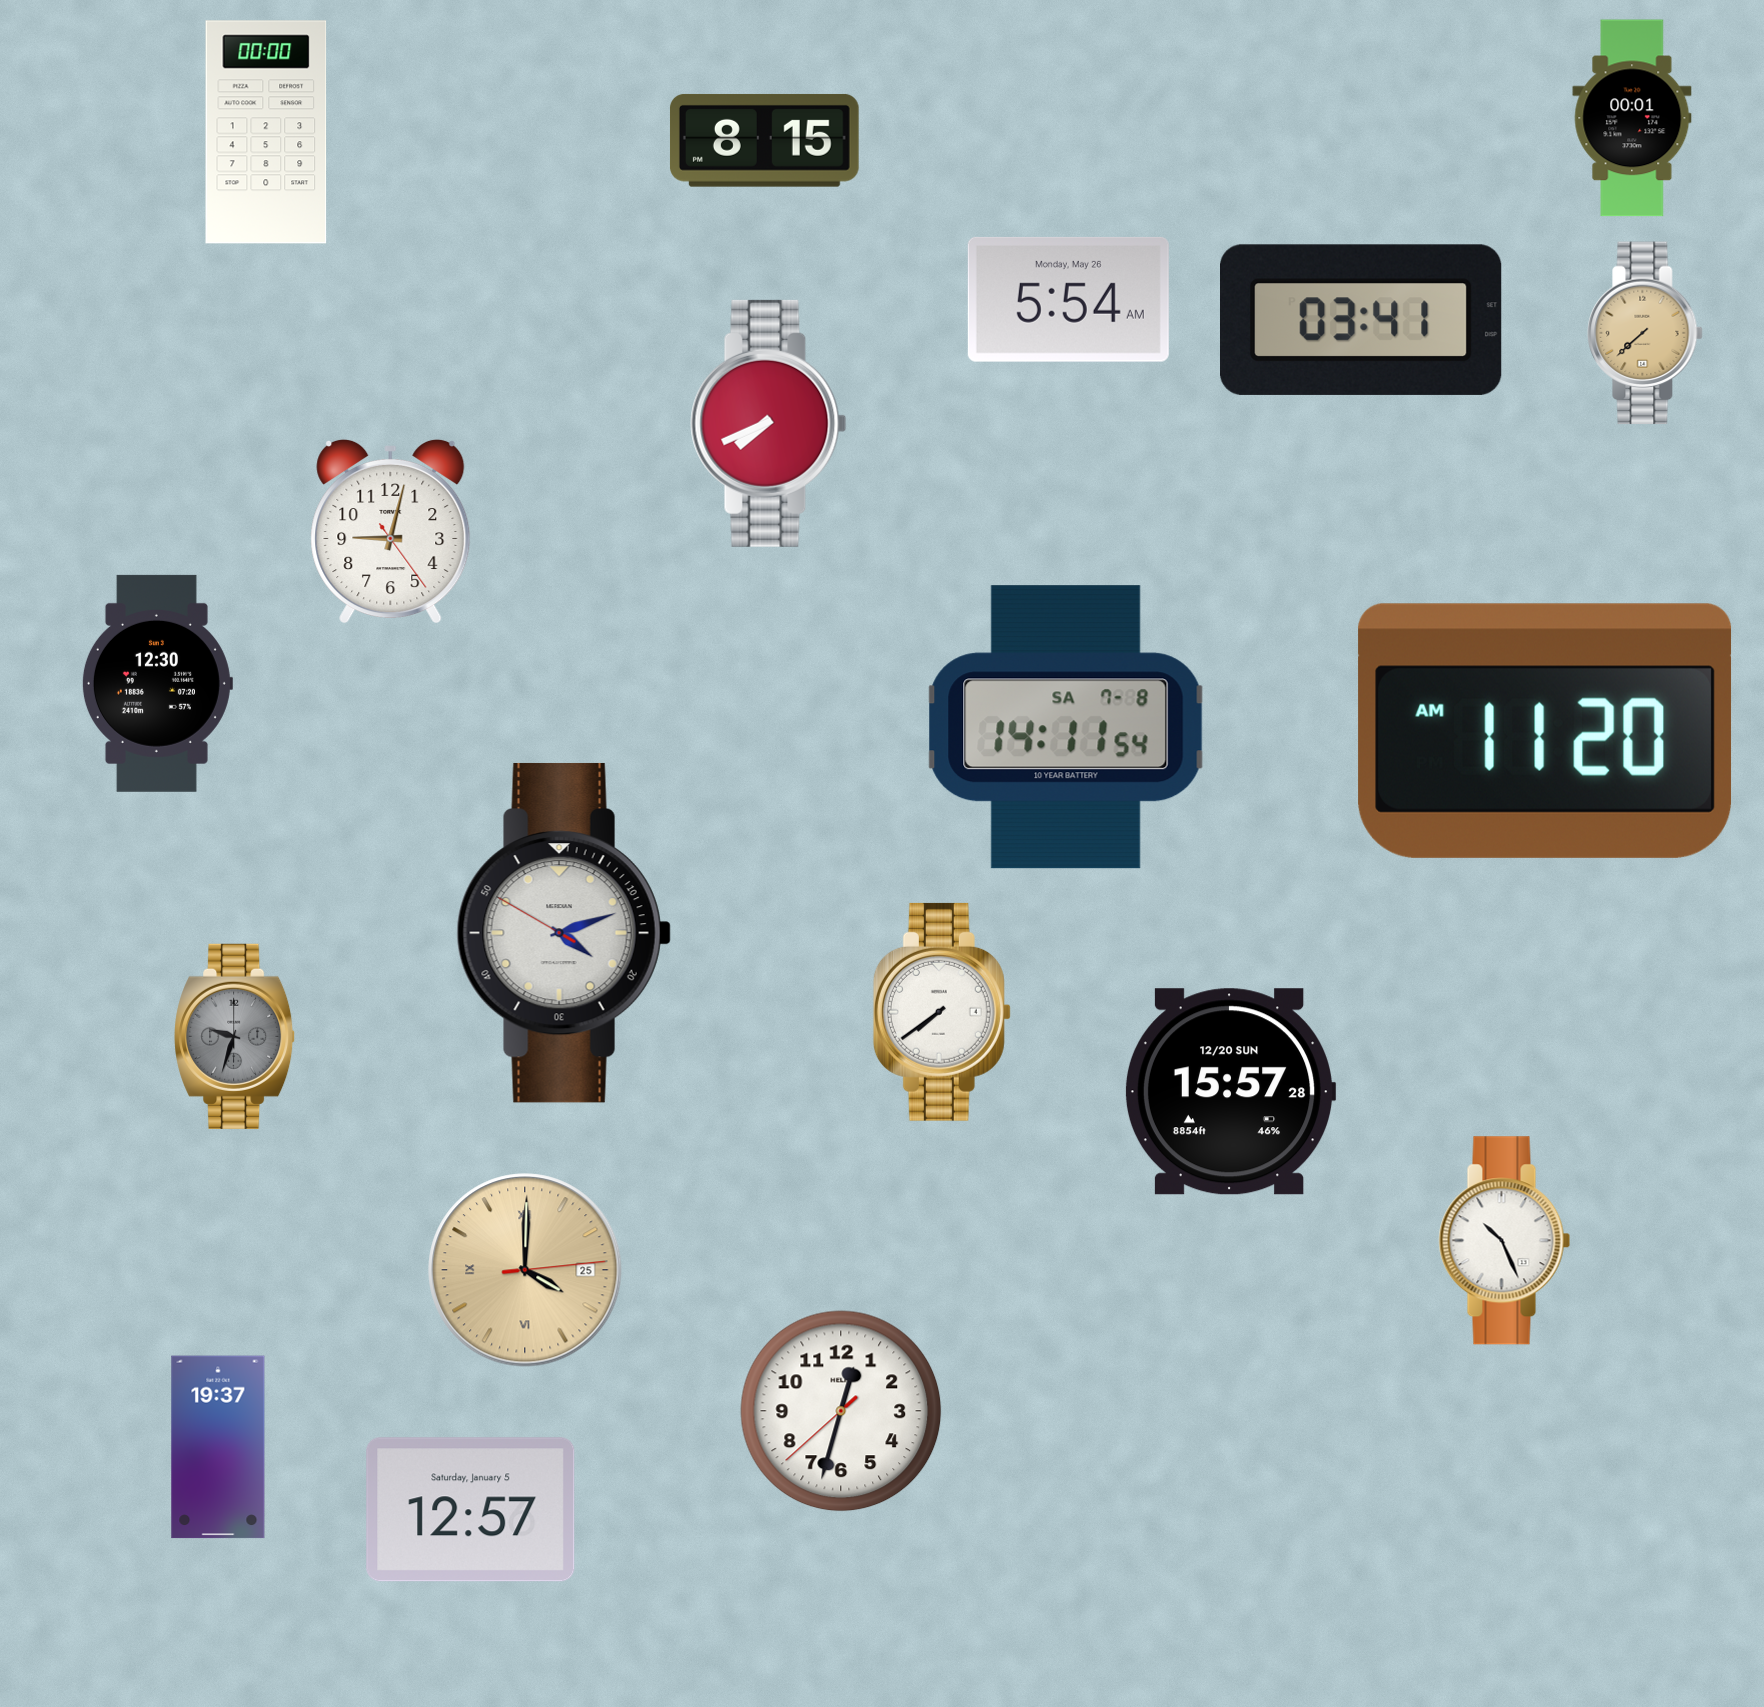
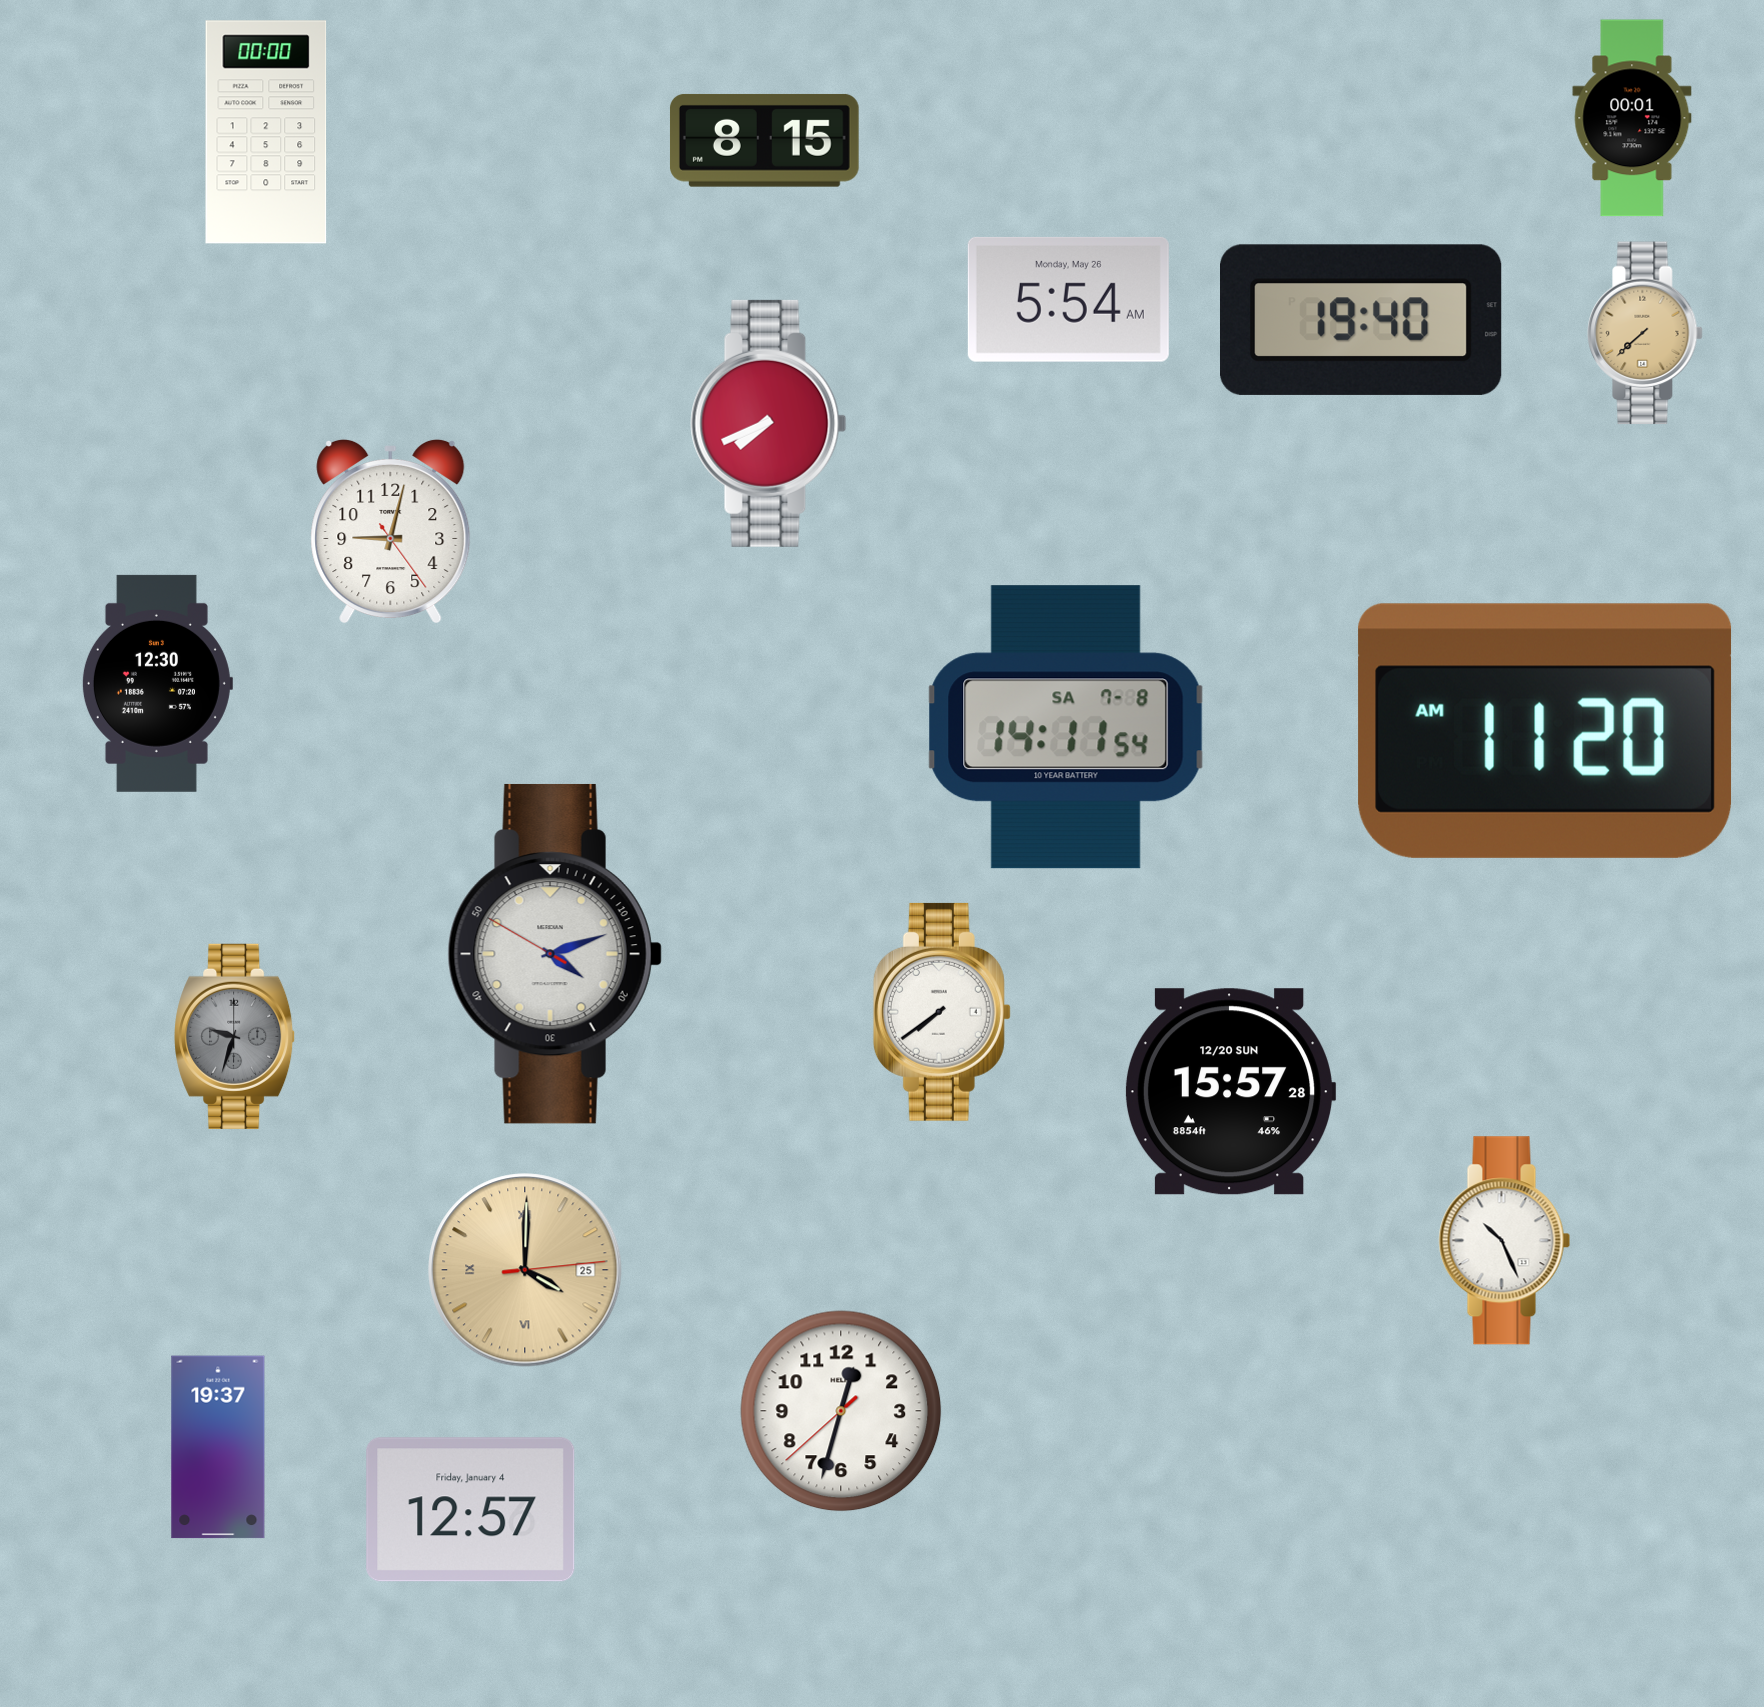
clock at (1362, 320): 03:41 -> 19:40
clock at (564, 933) position: (564, 933) -> (555, 954)
clock at (471, 1510) date: Saturday, January 5 -> Friday, January 4
